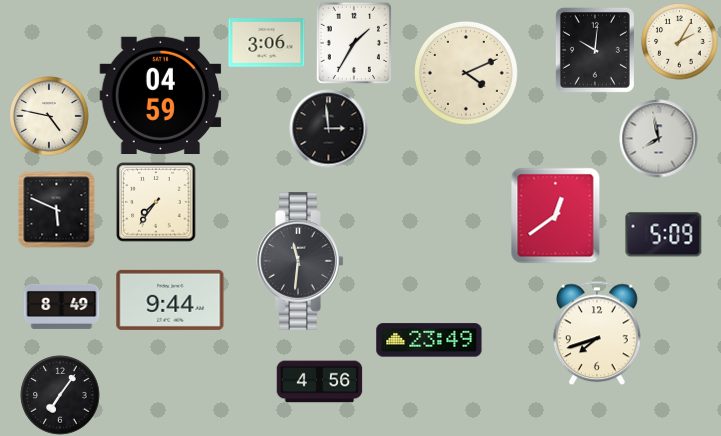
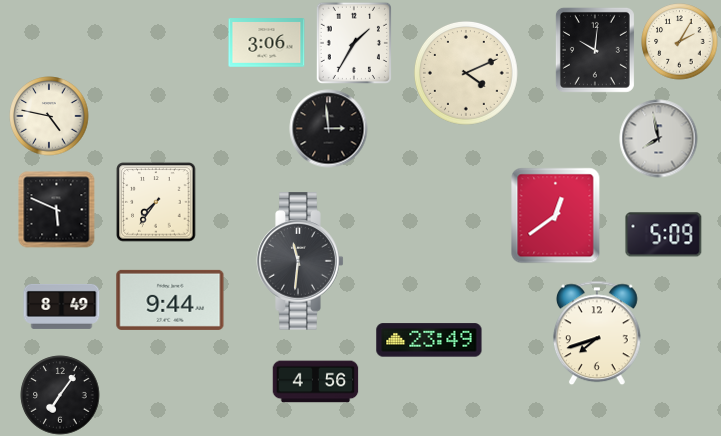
clock at (161, 95): 04:59 -> none
clock at (320, 382) position: (320, 382) -> (316, 382)
